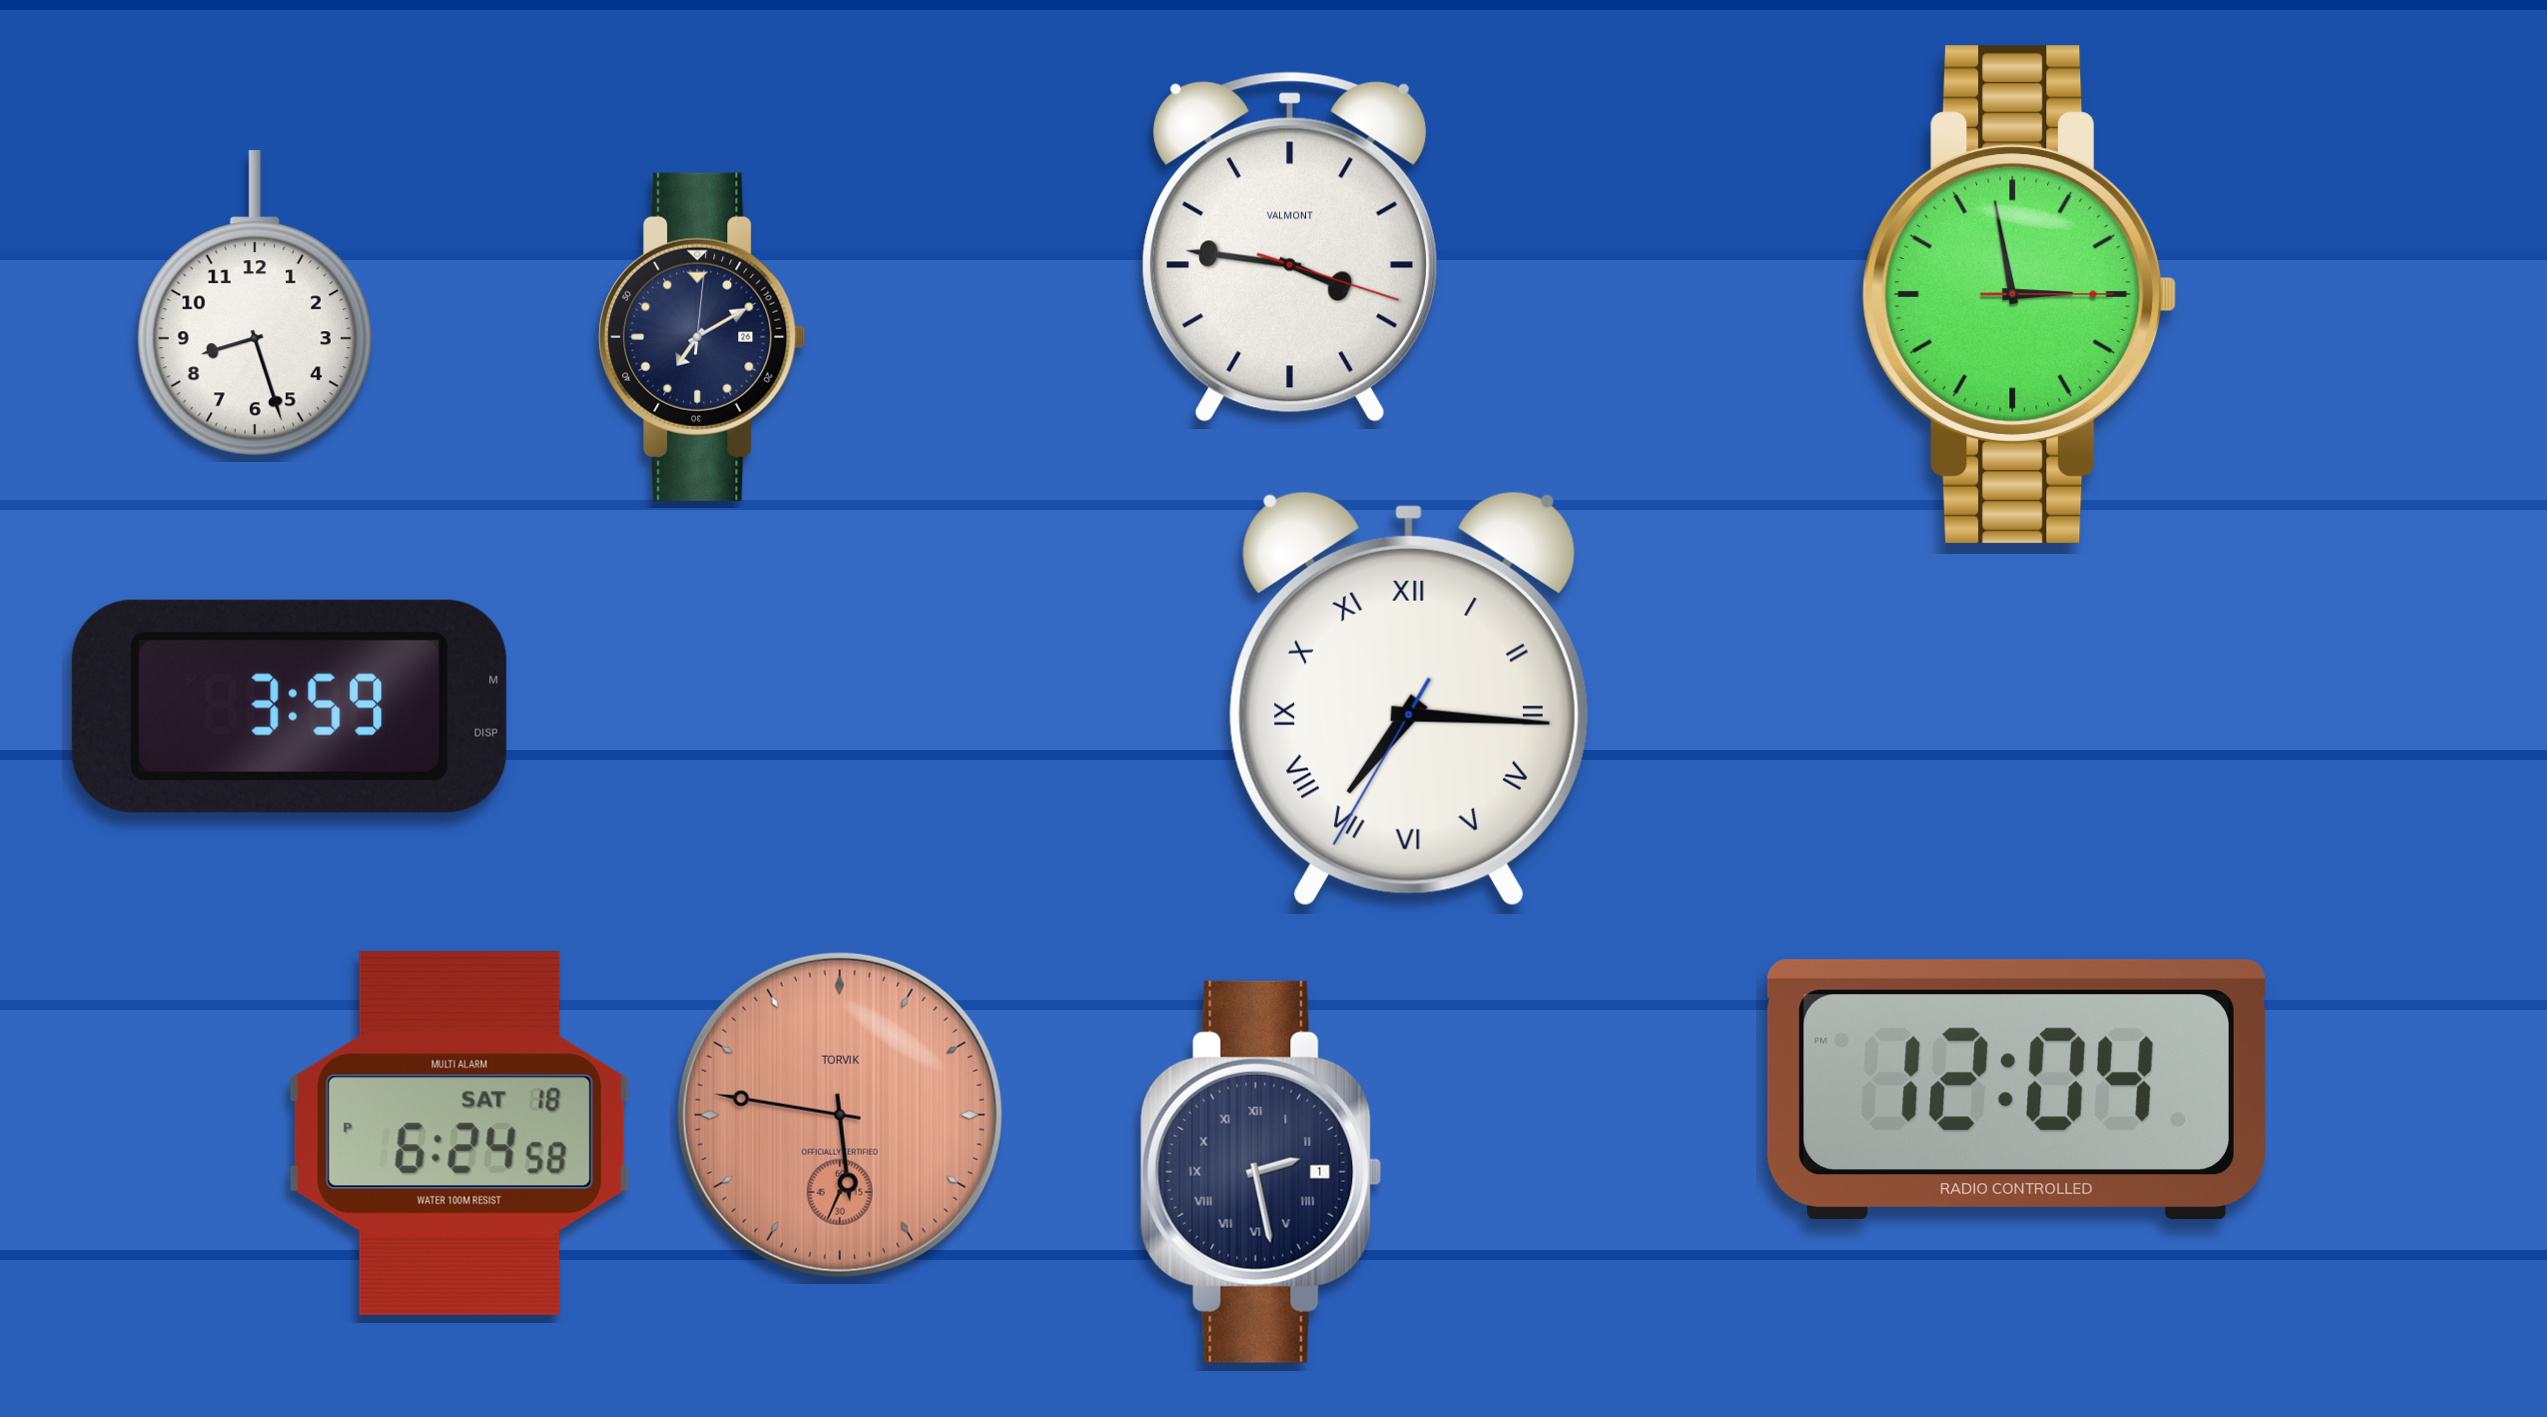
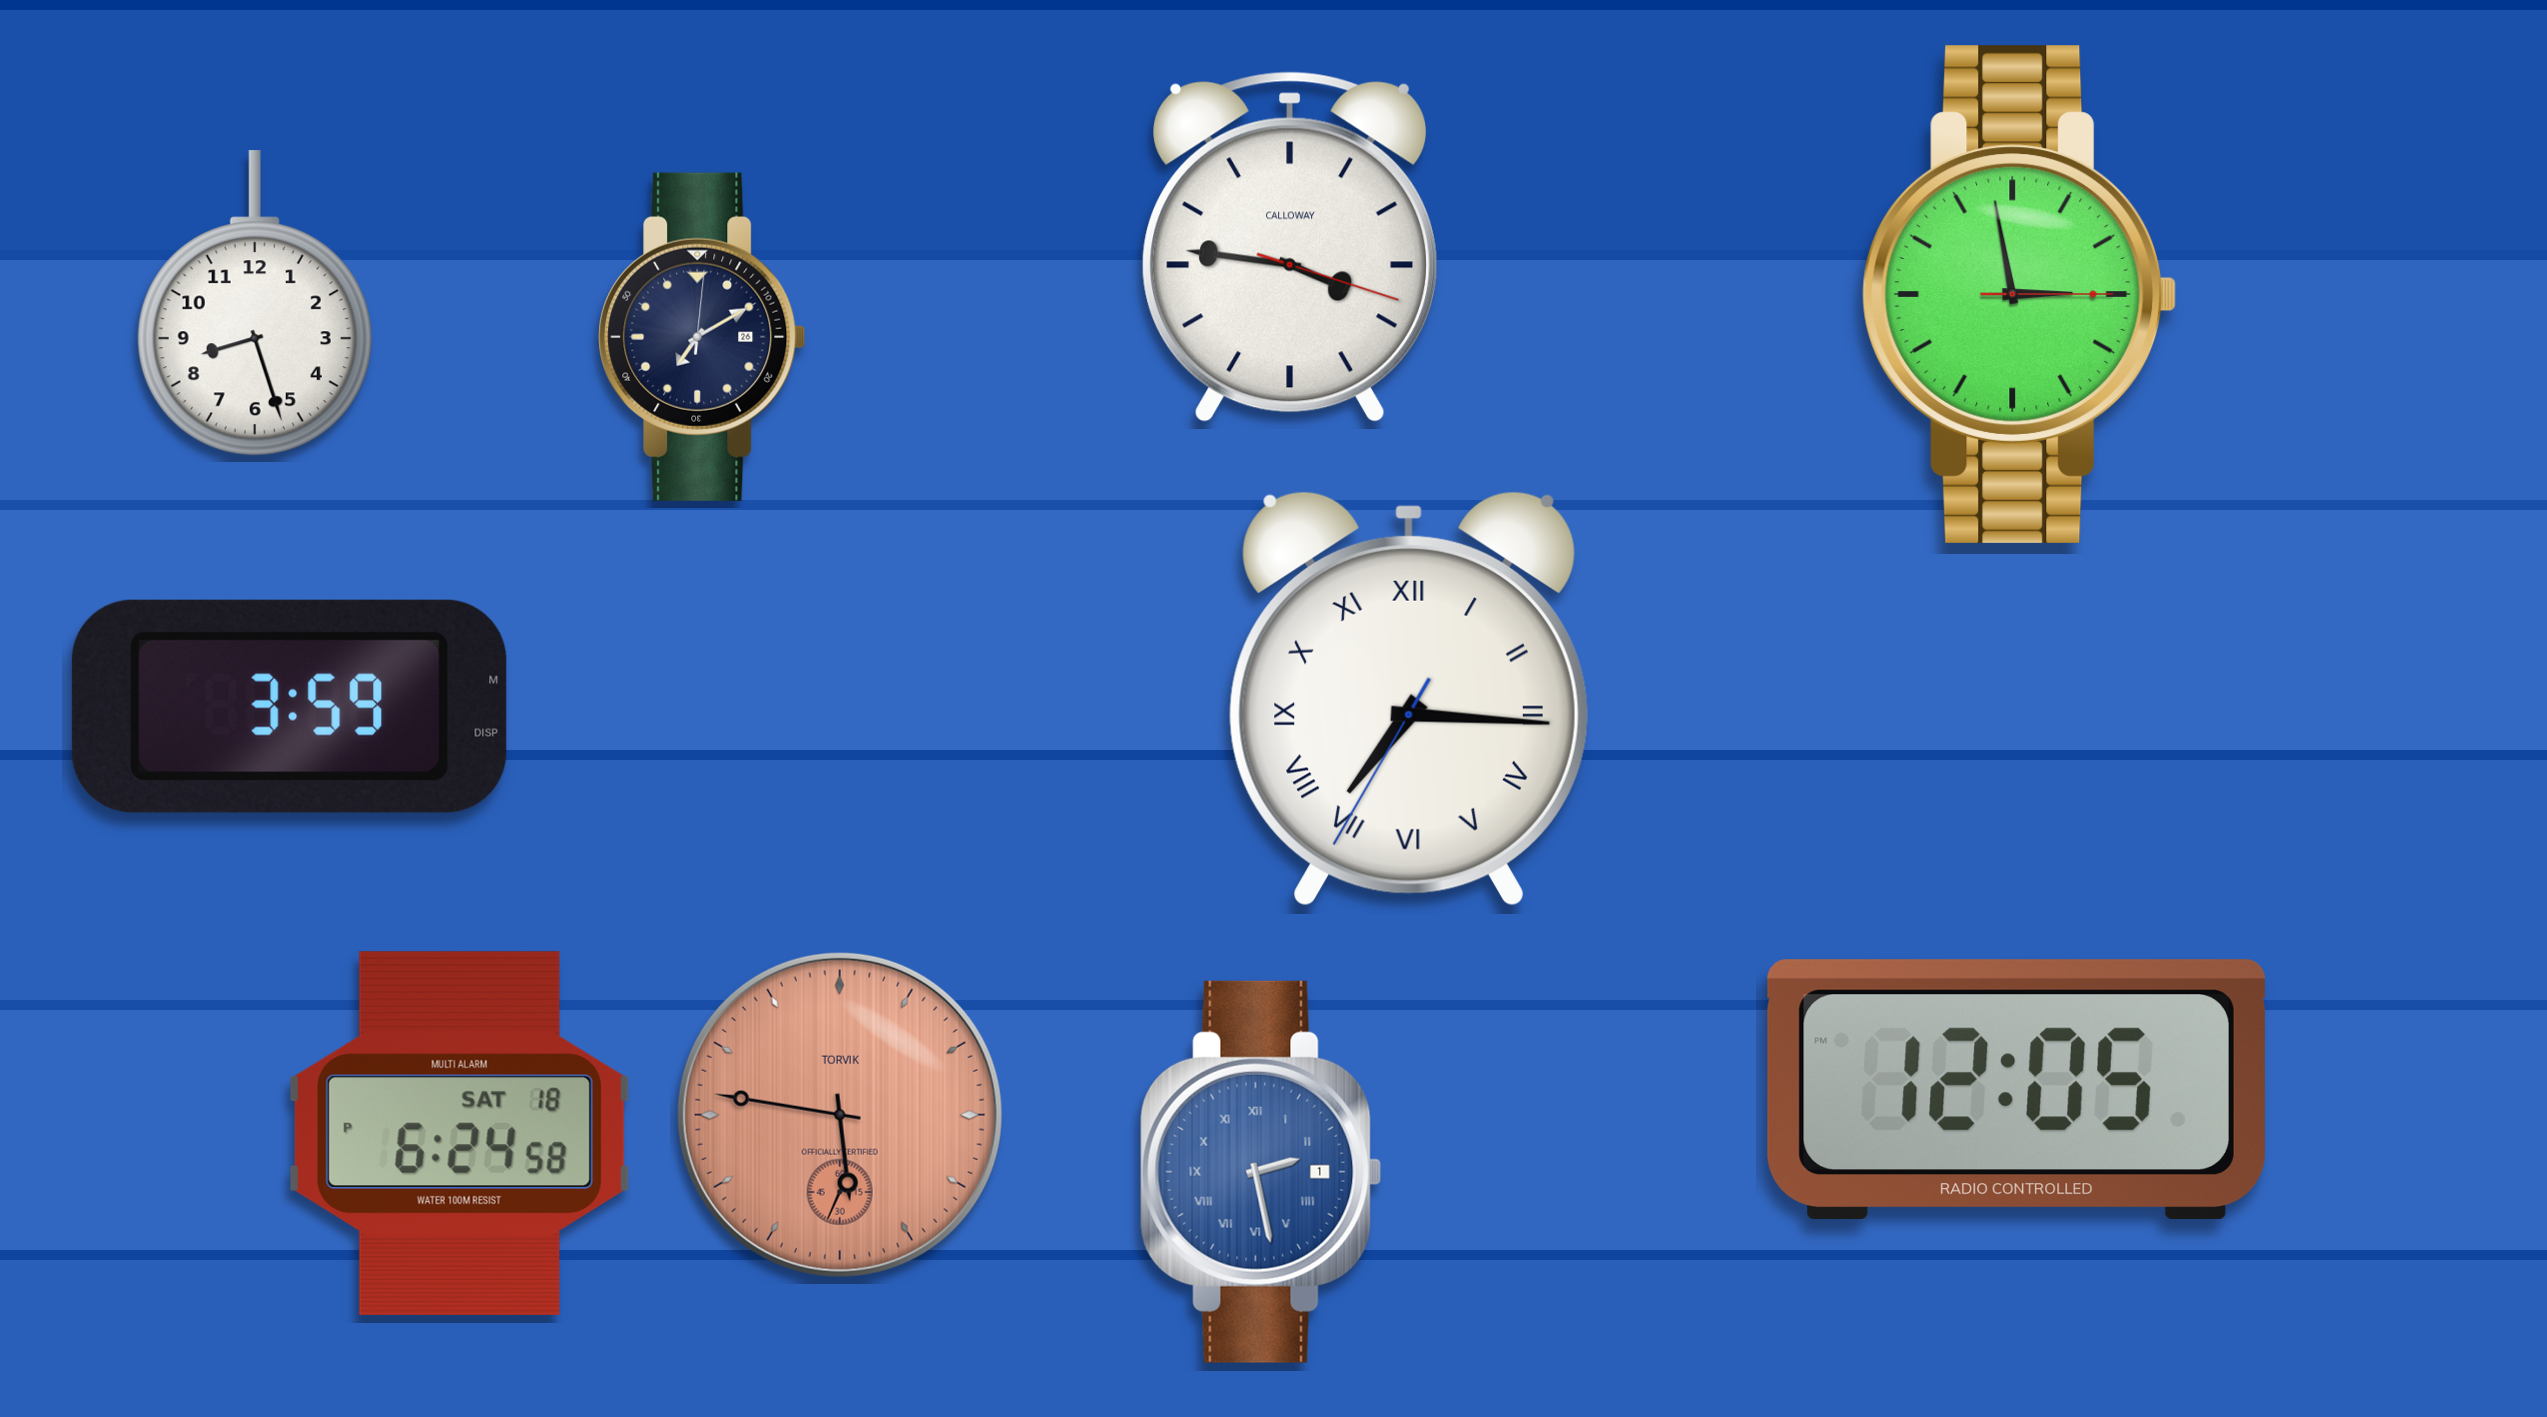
clock at (1289, 247) brand: VALMONT -> CALLOWAY
clock at (2016, 1089): 12:04 -> 12:05
clock at (1261, 1172) dial: navy -> blue
